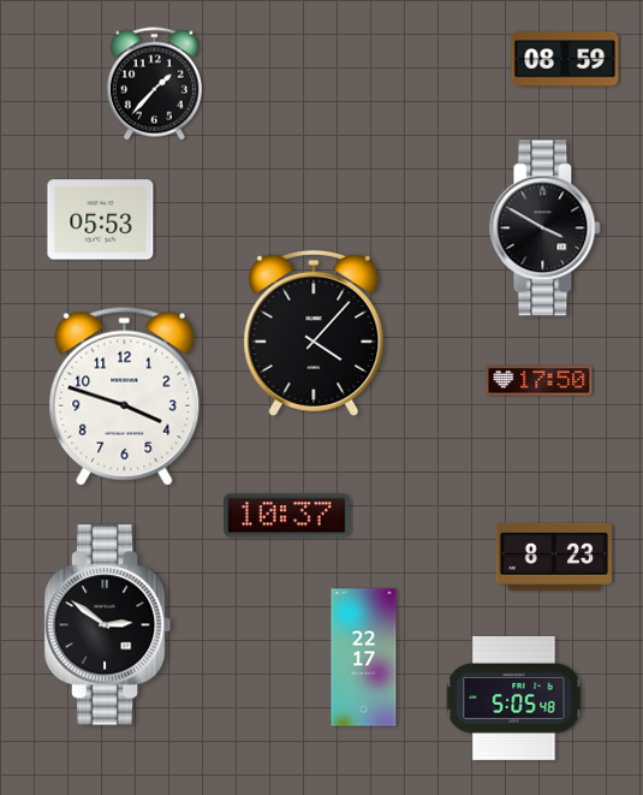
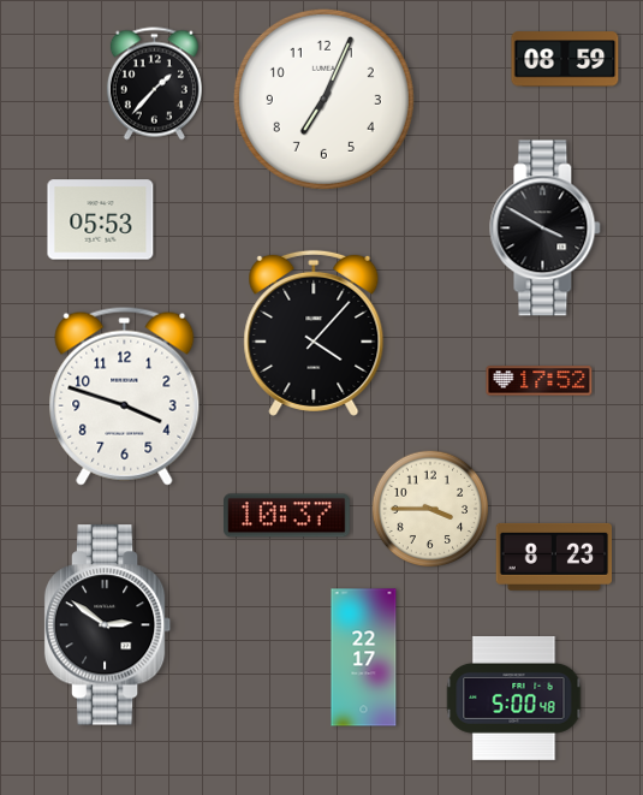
clock at (323, 99): none -> 7:04
clock at (540, 381): 17:50 -> 17:52
clock at (430, 509): none -> 3:45
clock at (514, 699): 5:05 -> 5:00
